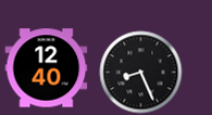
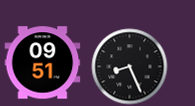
clock at (47, 68): 12:40 -> 09:51
